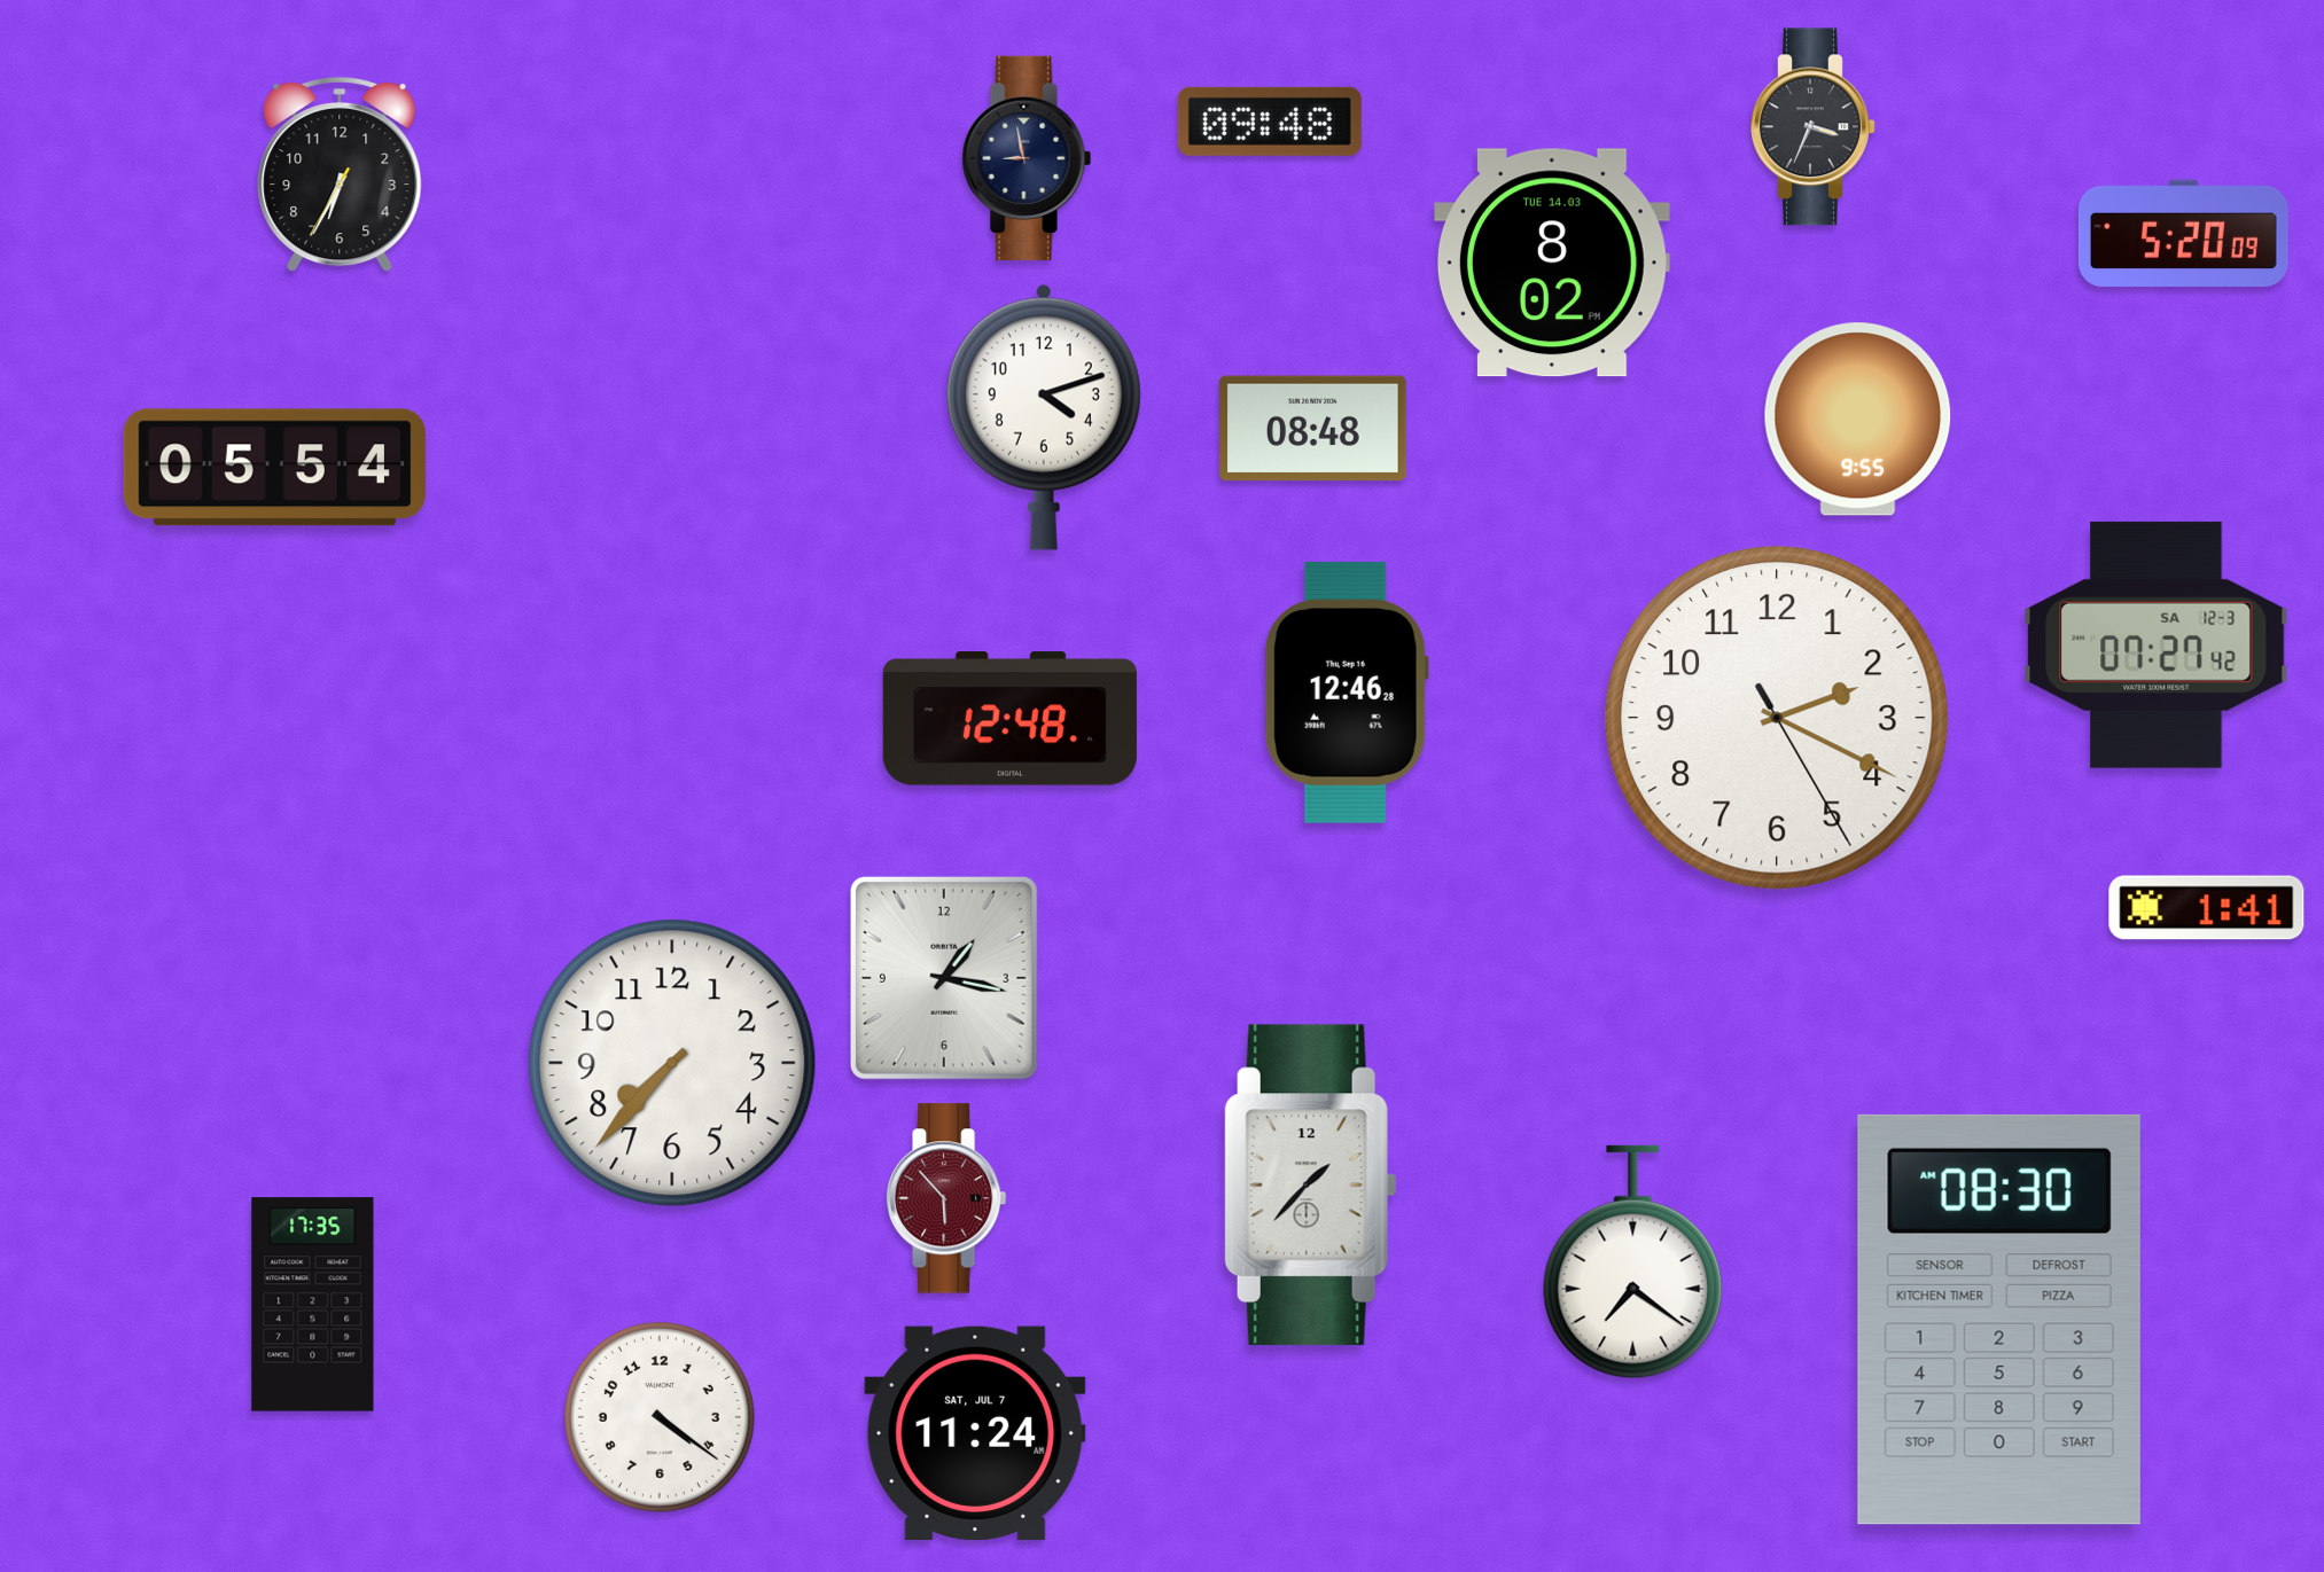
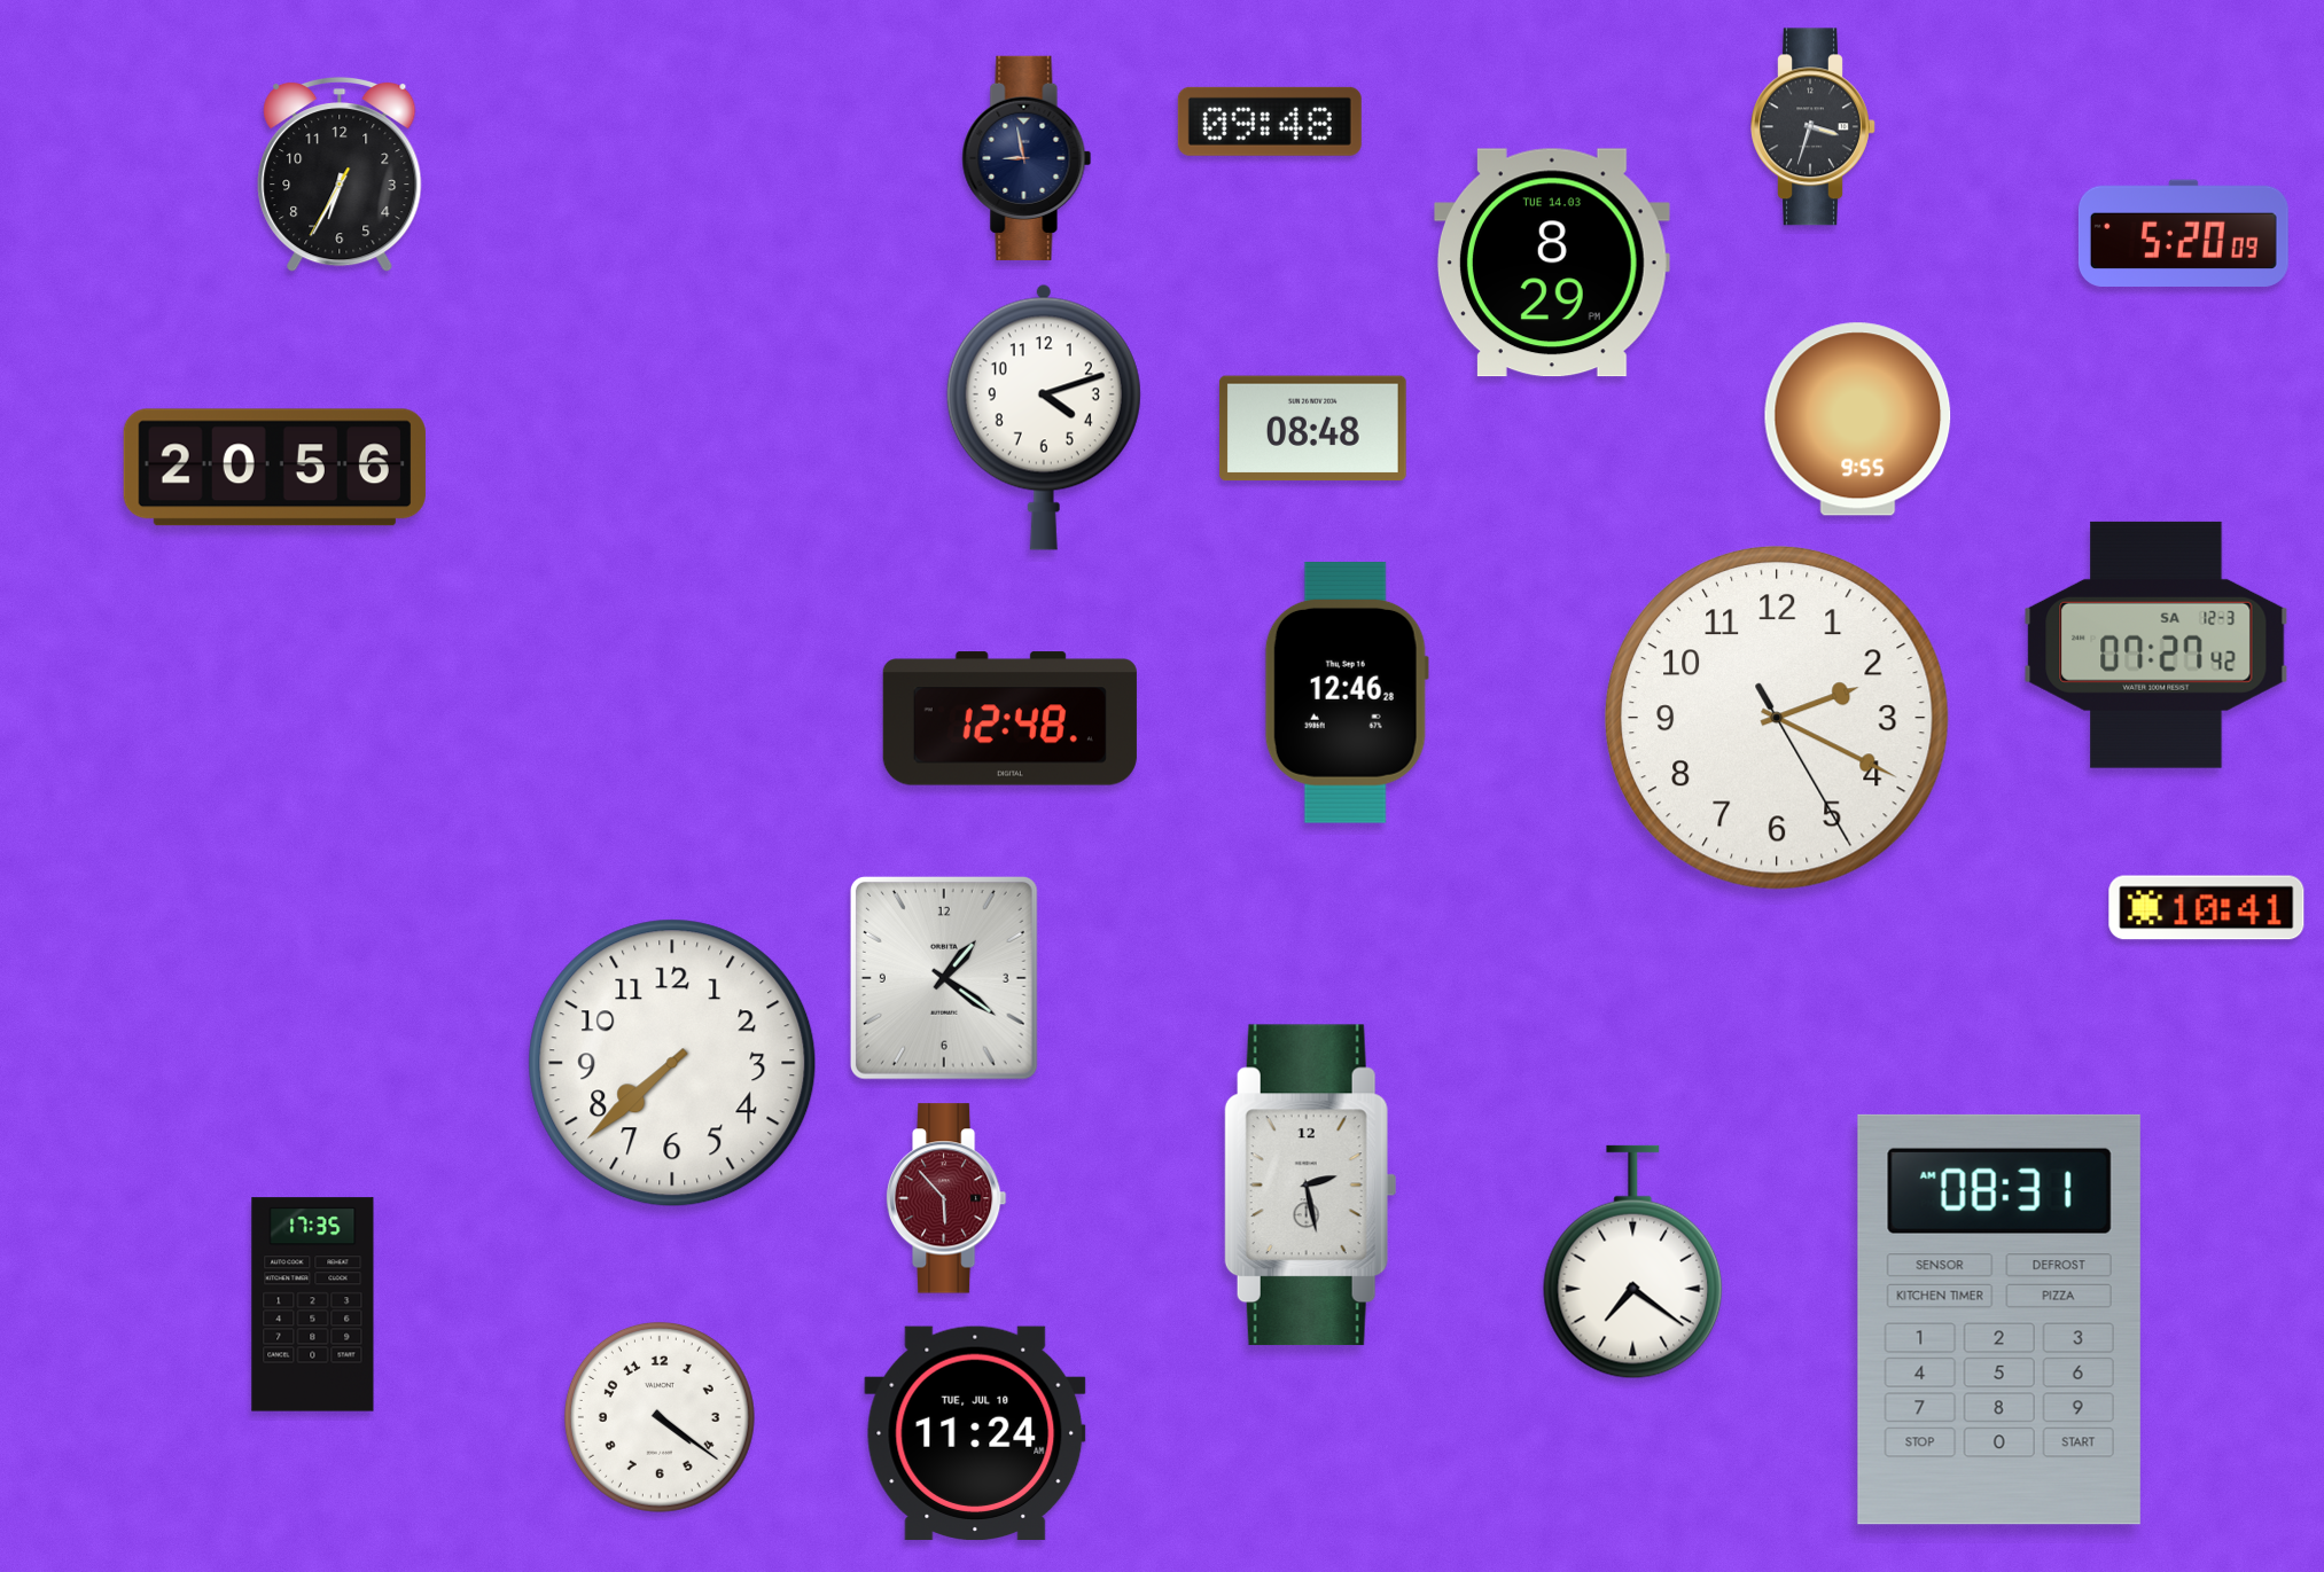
clock at (1814, 127): 3:34 -> 3:33
clock at (1552, 263): 8:02 -> 8:29
clock at (274, 468): 05:54 -> 20:56
clock at (2207, 908): 1:41 -> 10:41
clock at (944, 978): 1:17 -> 1:21
clock at (672, 1063): 7:37 -> 7:38
clock at (1310, 1186): 1:37 -> 2:28
clock at (1999, 1320): 08:30 -> 08:31
clock at (975, 1433) date: SAT, JUL 7 -> TUE, JUL 10
